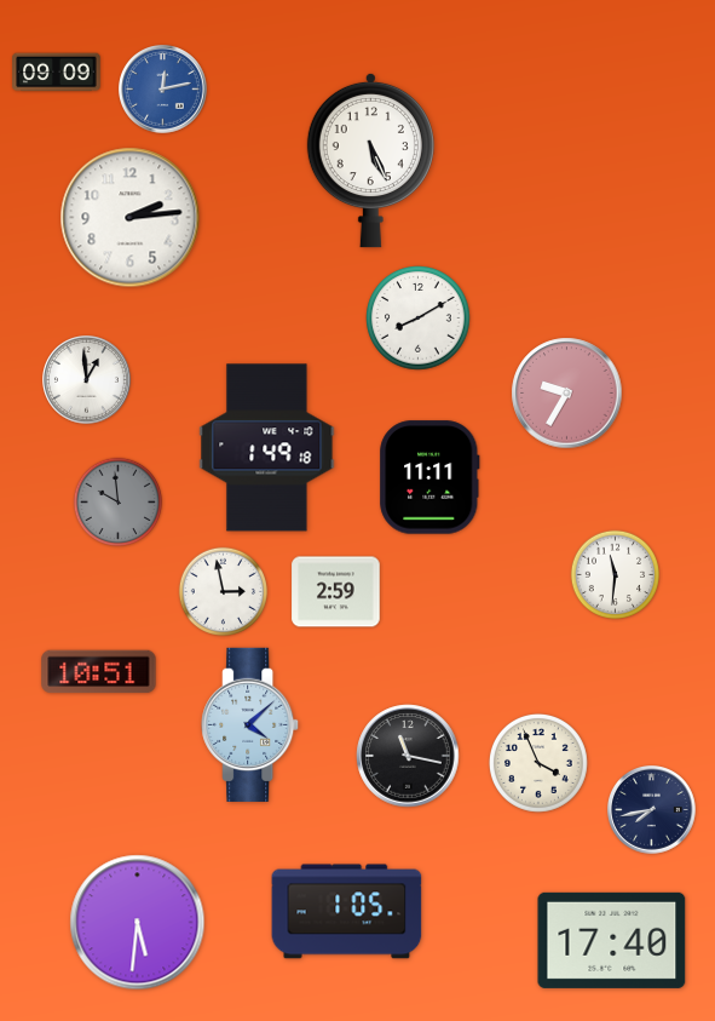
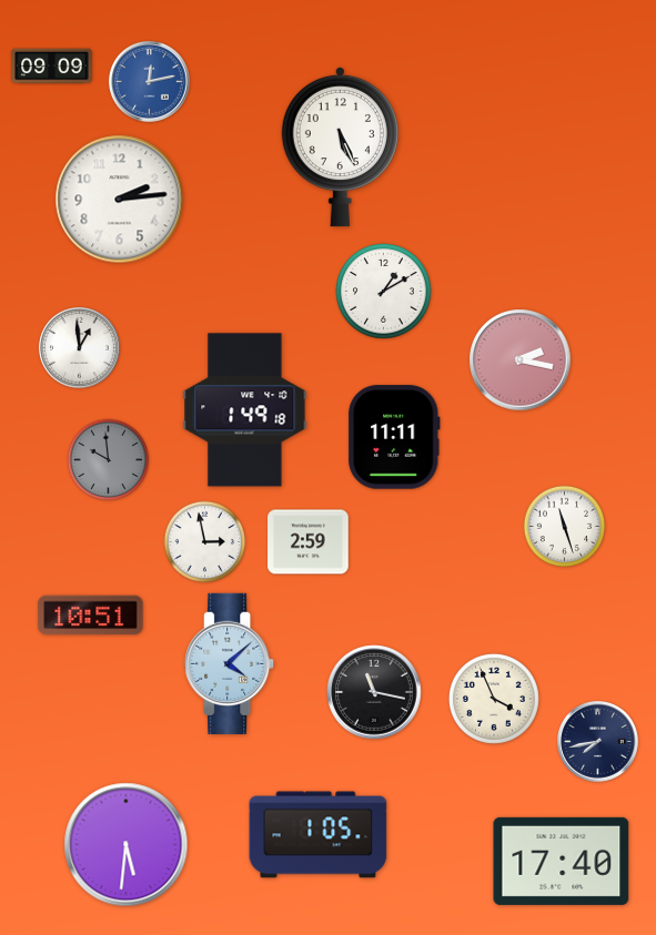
clock at (419, 319): 8:10 -> 1:10
clock at (567, 394): 9:35 -> 2:17
clock at (616, 575): 11:31 -> 11:27
